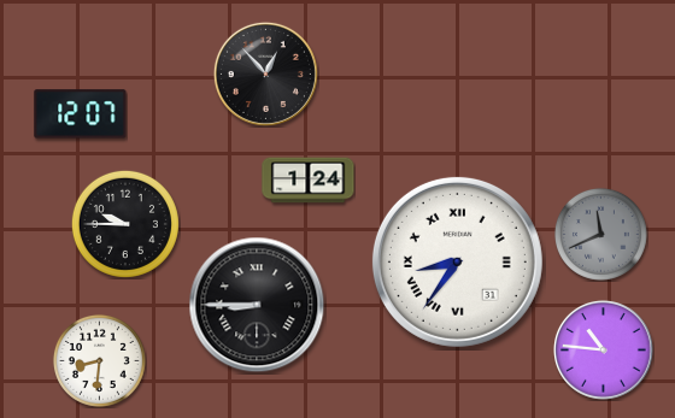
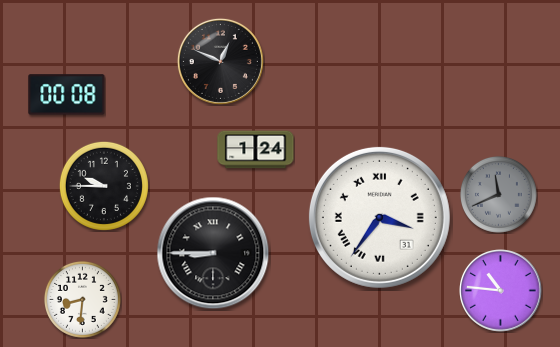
clock at (265, 73): 12:53 -> 12:49
clock at (81, 114): 12:07 -> 00:08
clock at (457, 261): 8:36 -> 3:36
